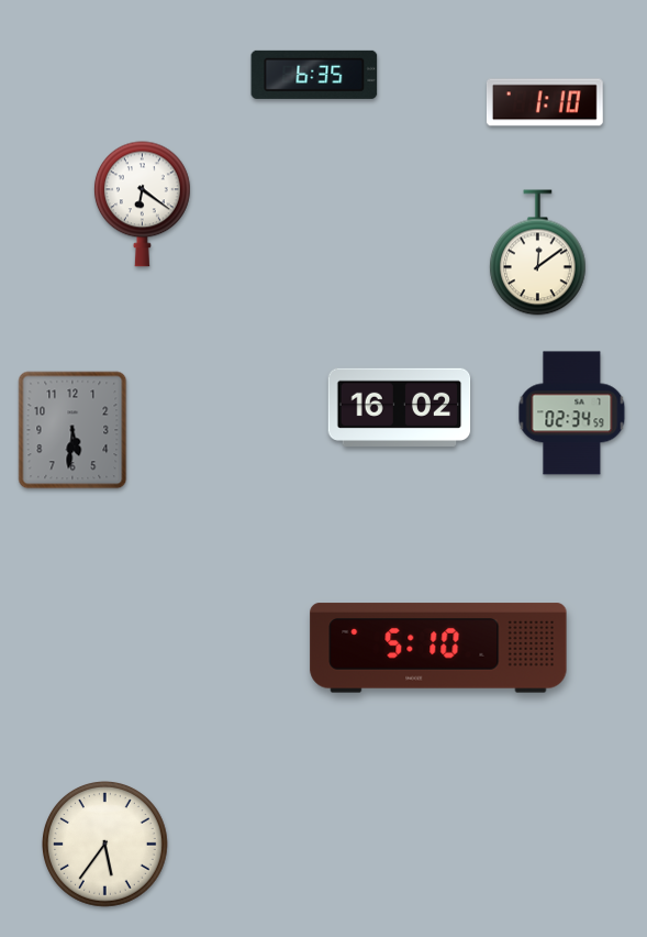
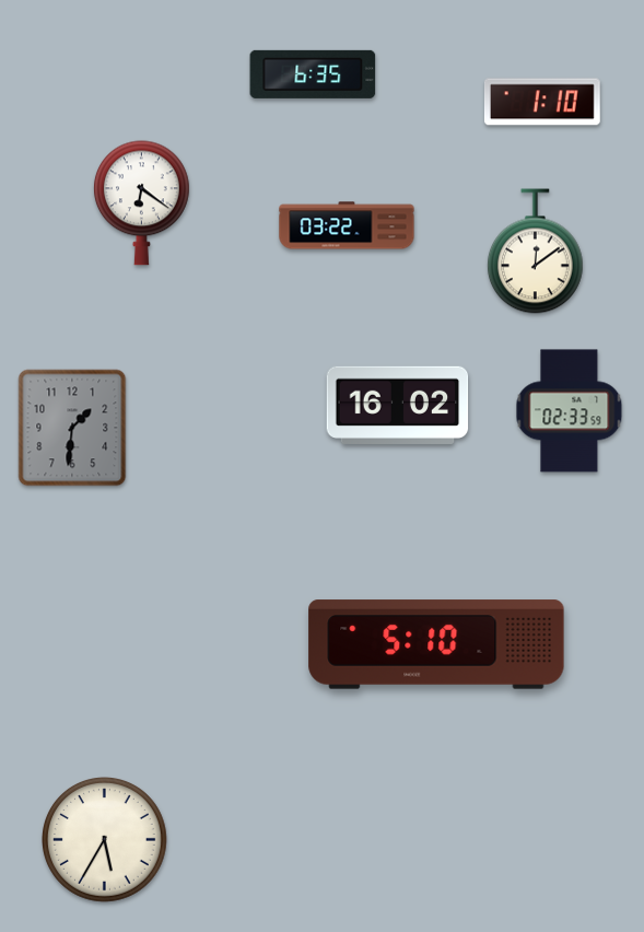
clock at (347, 225): none -> 03:22
clock at (572, 414): 02:34 -> 02:33
clock at (72, 430): 5:31 -> 1:31
clock at (105, 845): 5:36 -> 5:35
